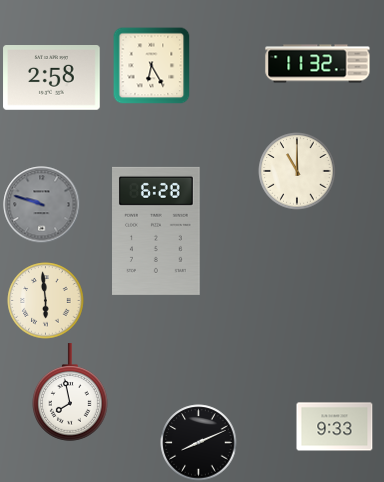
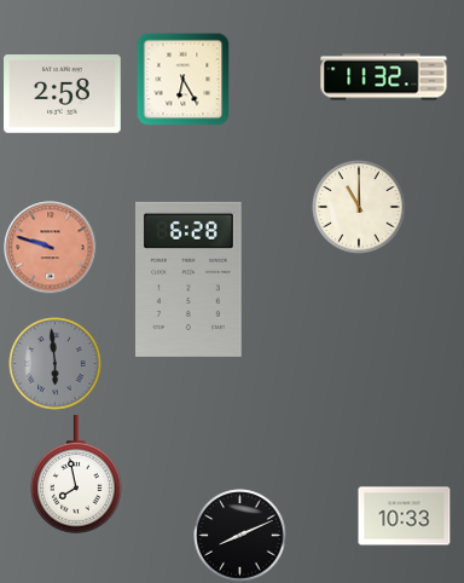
clock at (42, 205) dial: grey -> salmon
clock at (46, 301) dial: cream -> grey
clock at (71, 392) position: (71, 392) -> (77, 474)
clock at (335, 427): 9:33 -> 10:33
